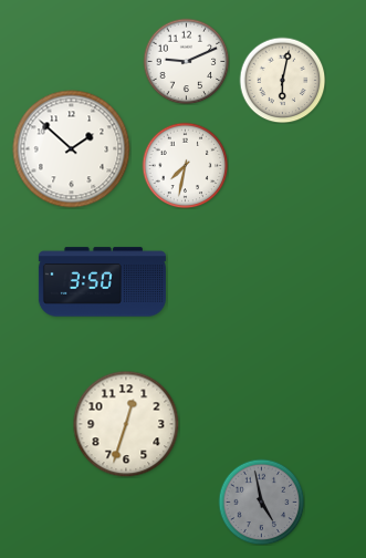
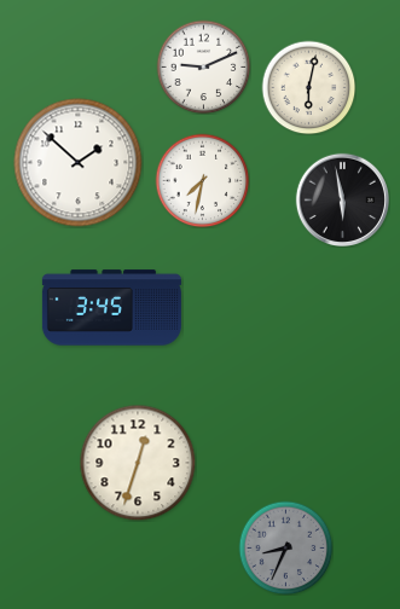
clock at (342, 199): none -> 5:58
clock at (102, 282): 3:50 -> 3:45
clock at (261, 502): 4:58 -> 8:34
